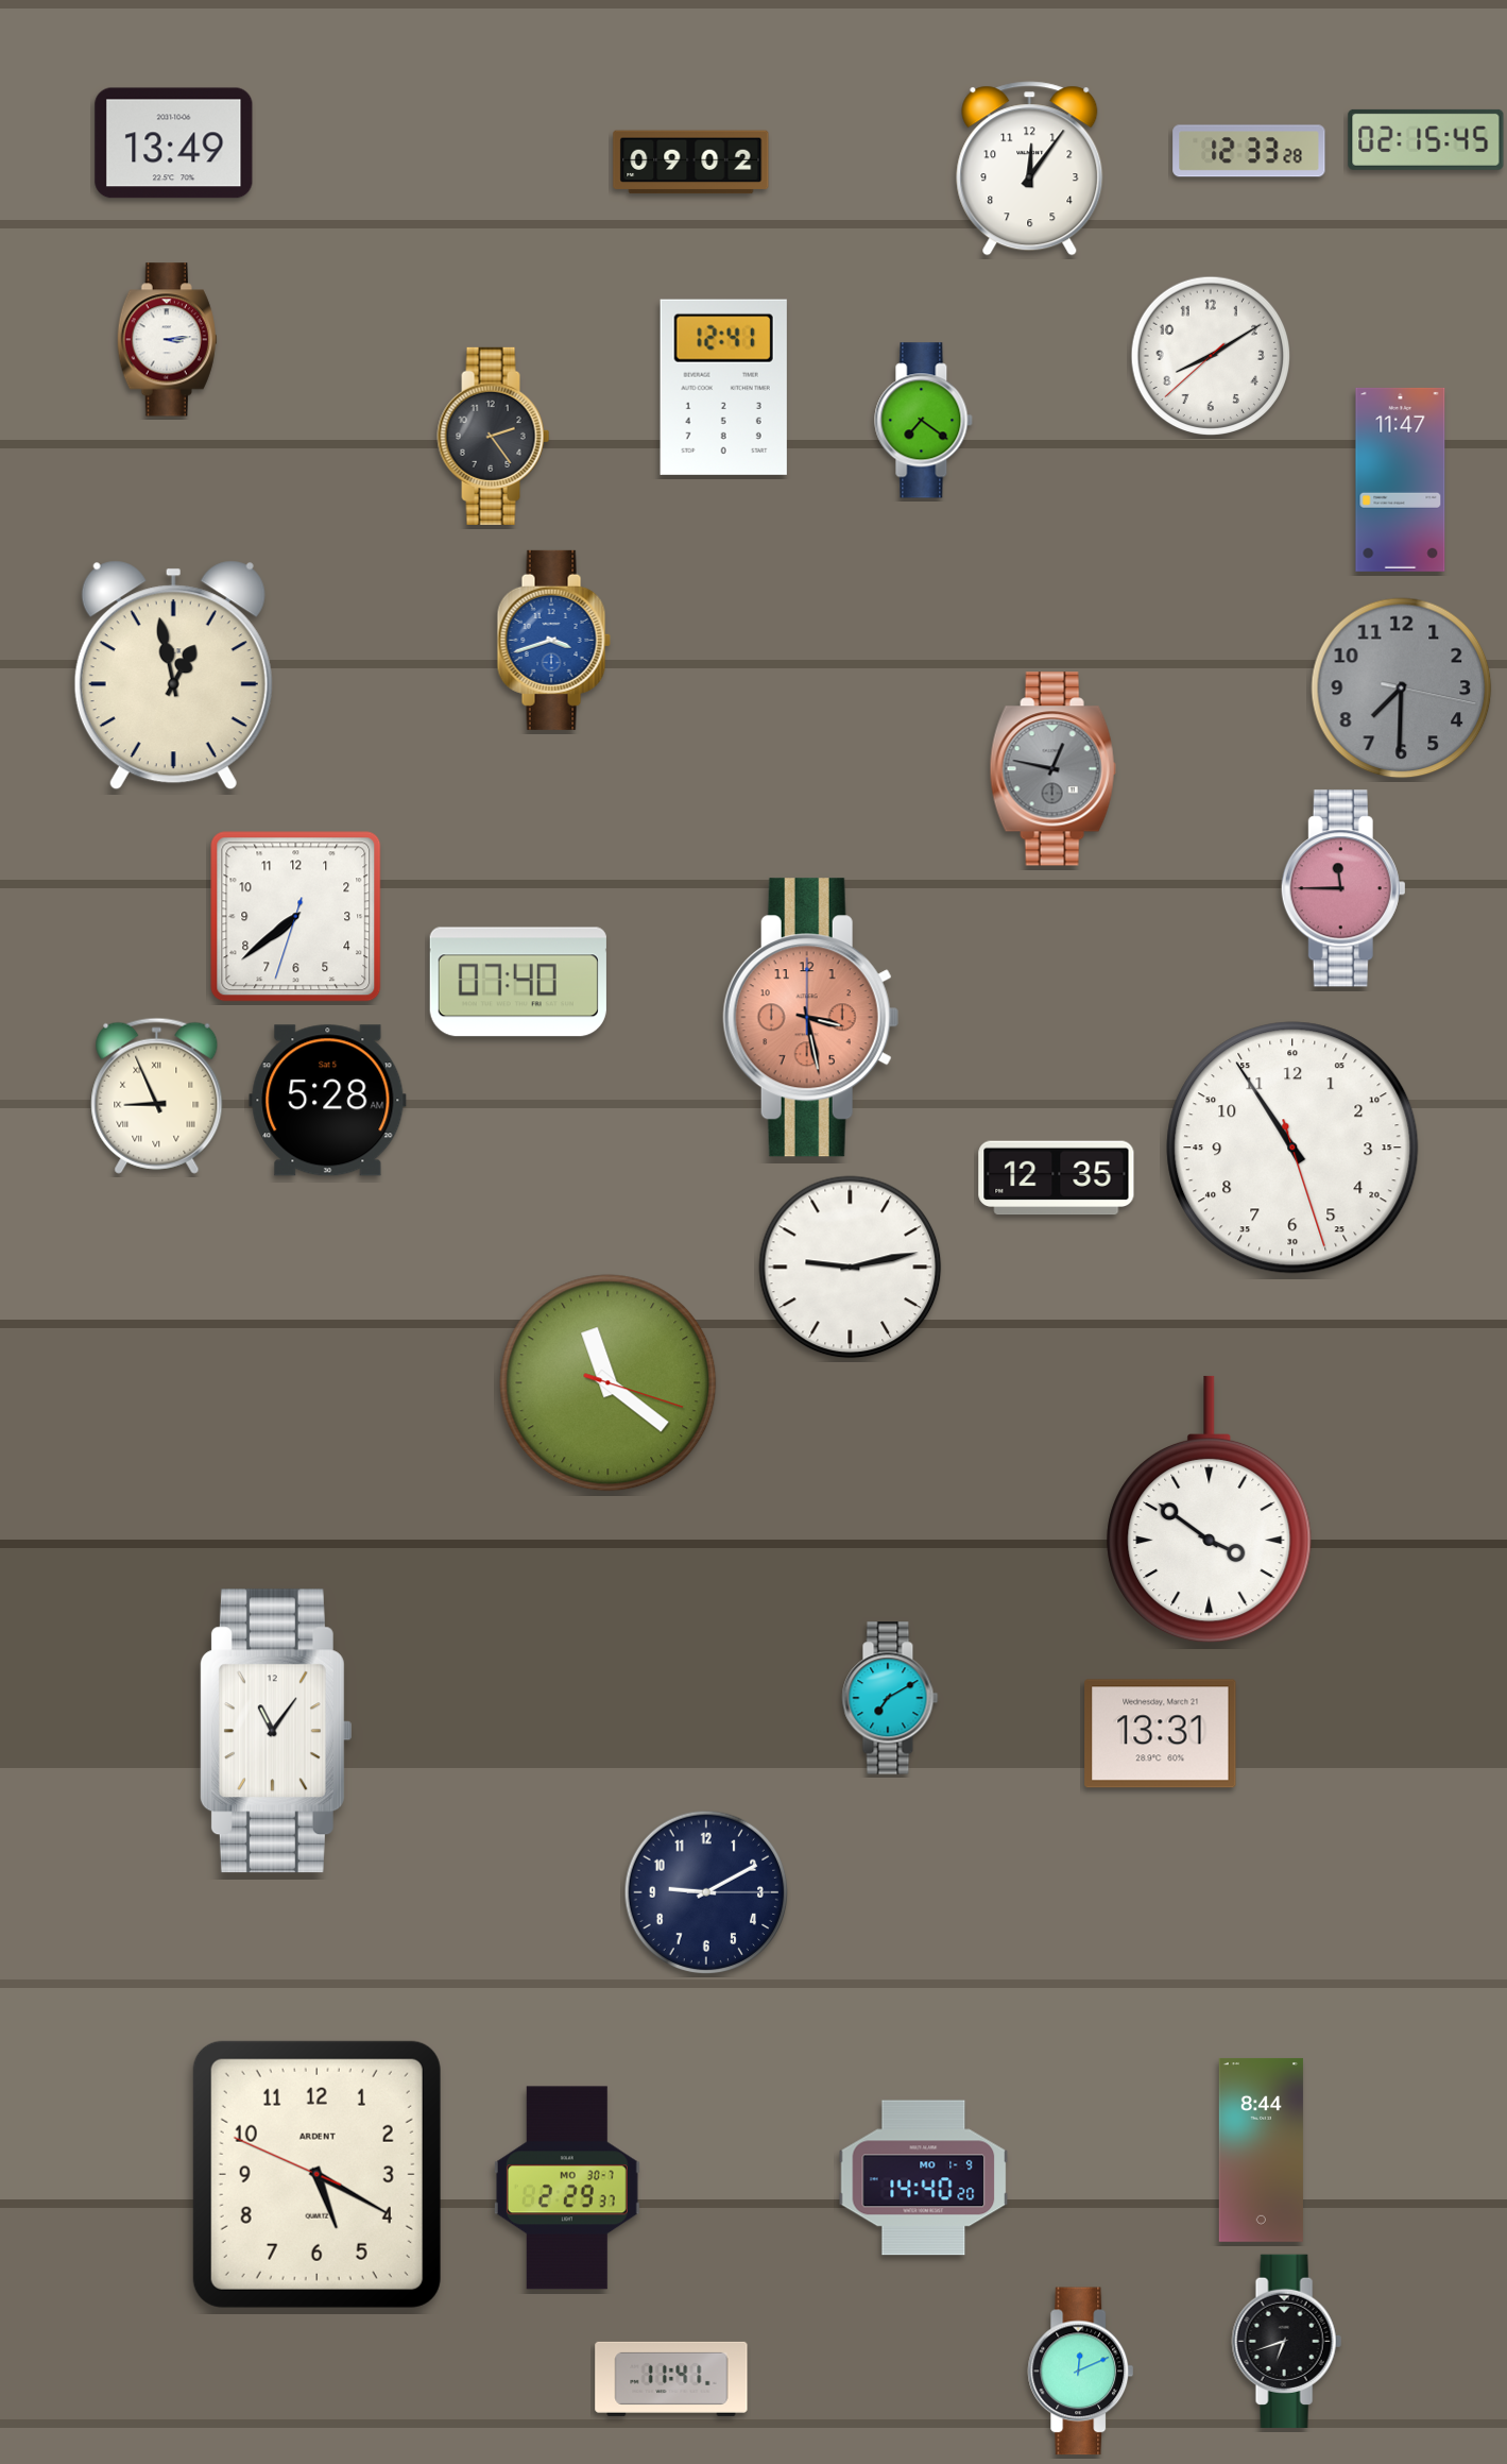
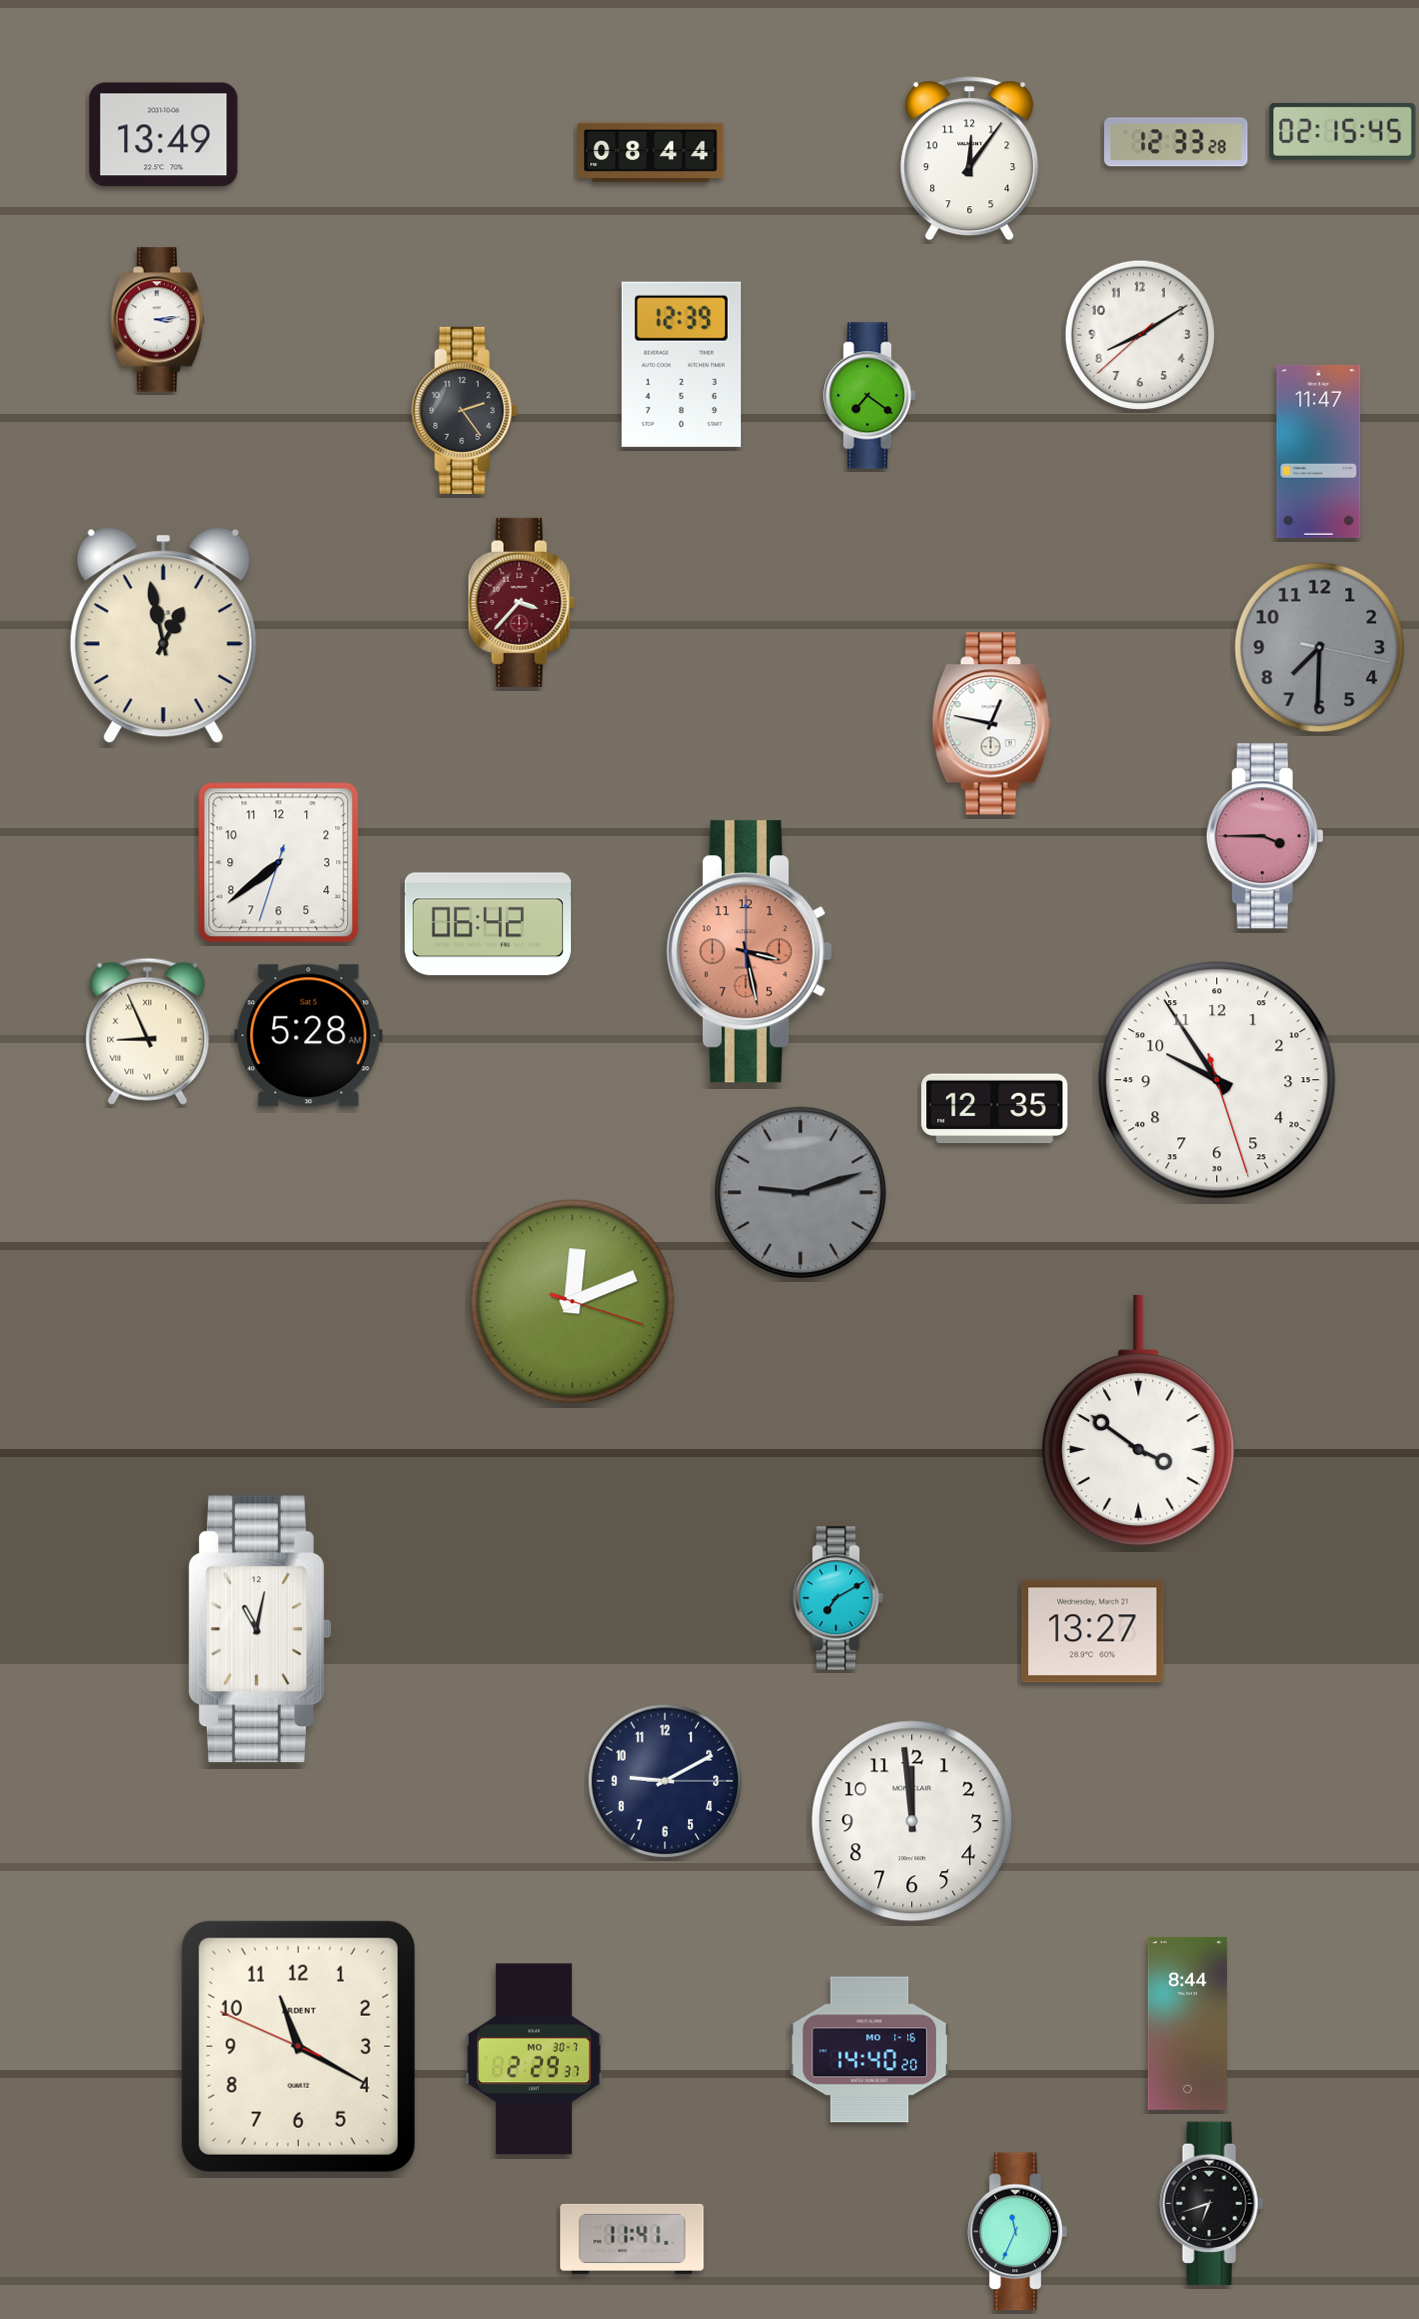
clock at (691, 163): 09:02 -> 08:44
clock at (723, 387): 12:41 -> 12:39
clock at (553, 640): 3:42 -> 3:37
clock at (553, 640) dial: blue -> burgundy
clock at (1052, 769) dial: grey -> white
clock at (1343, 888): 11:45 -> 3:45
clock at (518, 982): 07:40 -> 06:42
clock at (810, 1018) position: (810, 1018) -> (749, 952)
clock at (1292, 1148): 10:54 -> 9:54
clock at (851, 1268): 9:13 -> 9:12
clock at (851, 1268) dial: white -> grey
clock at (609, 1383): 11:21 -> 12:11
clock at (276, 1731): 11:06 -> 11:02
clock at (1161, 1734): 13:31 -> 13:27
clock at (912, 1821): none -> 11:59
clock at (316, 2174): 5:19 -> 11:19
clock at (924, 2178) date: MO 1-9 -> MO 1-16
clock at (1081, 2372): 12:11 -> 11:34
